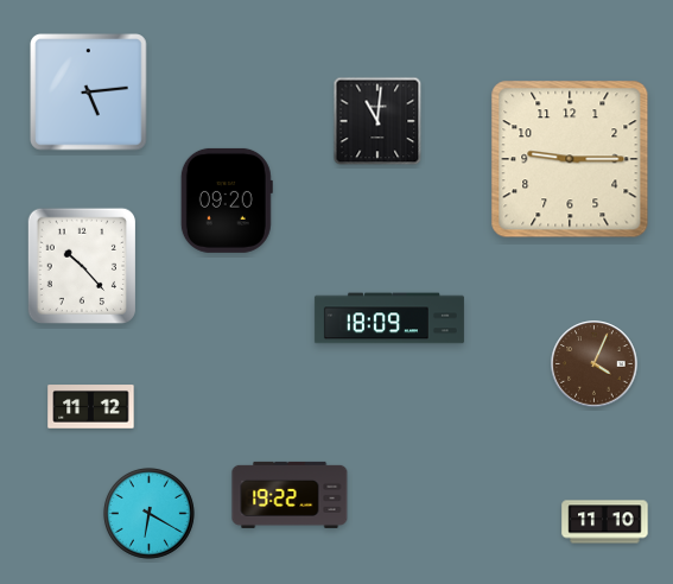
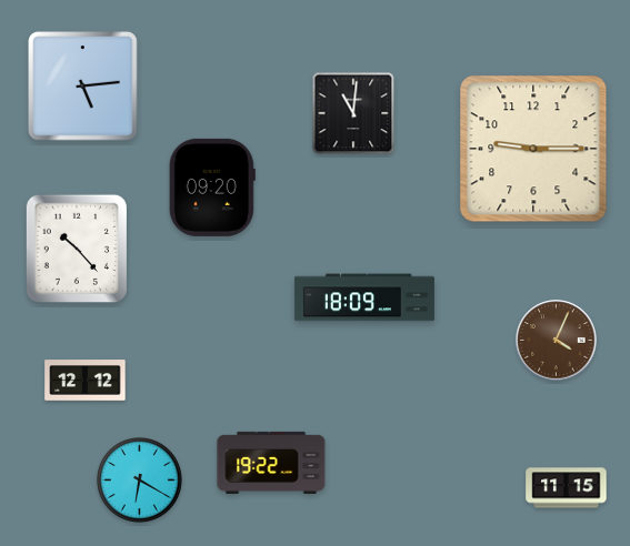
clock at (91, 407): 11:12 -> 12:12
clock at (605, 522): 11:10 -> 11:15
